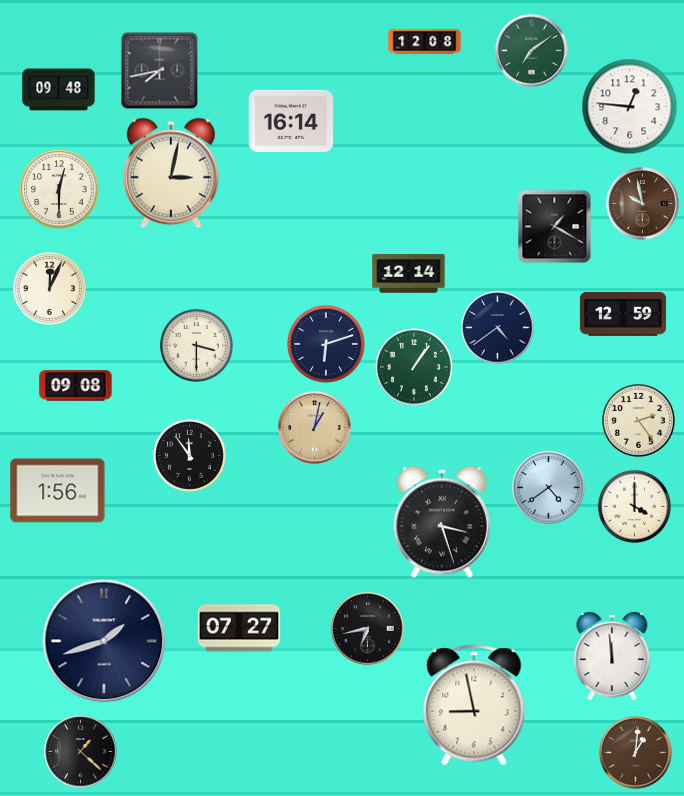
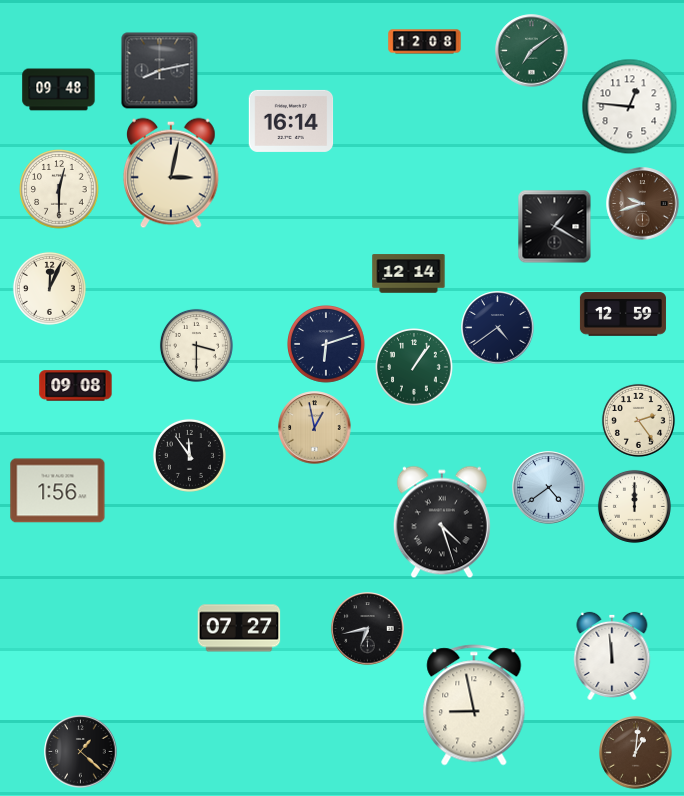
clock at (160, 71): 7:43 -> 8:13
clock at (643, 204): 9:58 -> 9:42
clock at (315, 428): 1:02 -> 12:58
clock at (634, 506): 4:00 -> 12:00
clock at (442, 522): 3:27 -> 4:27
clock at (104, 641): 1:42 -> none
